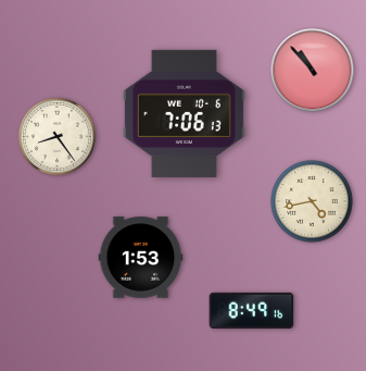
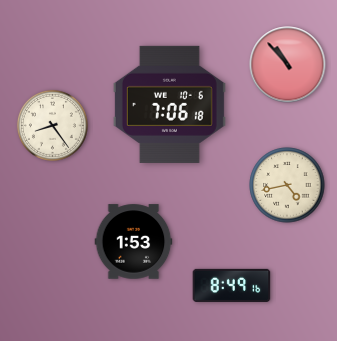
clock at (184, 113): 7:06:13 -> 7:06:18
clock at (141, 258) position: (141, 258) -> (134, 242)
